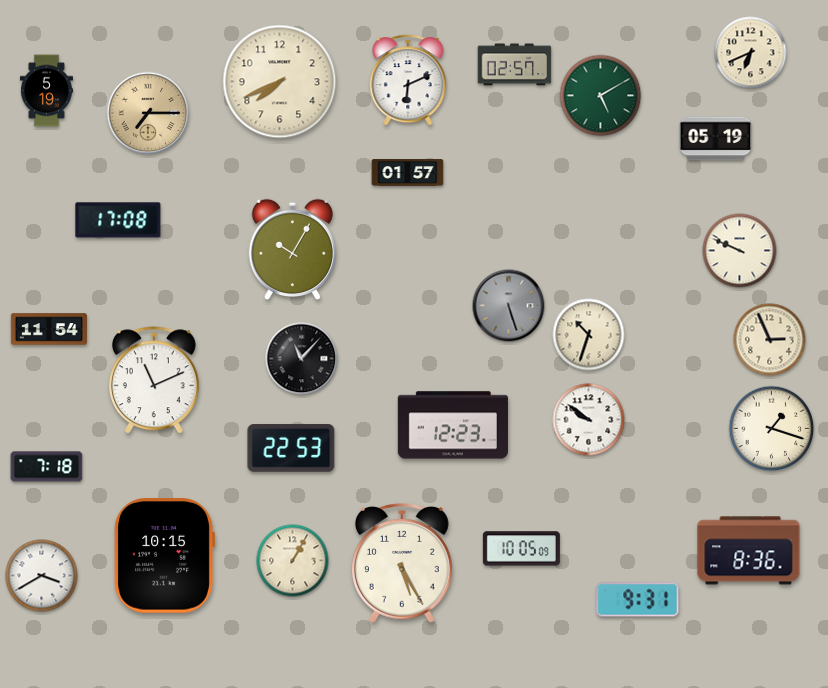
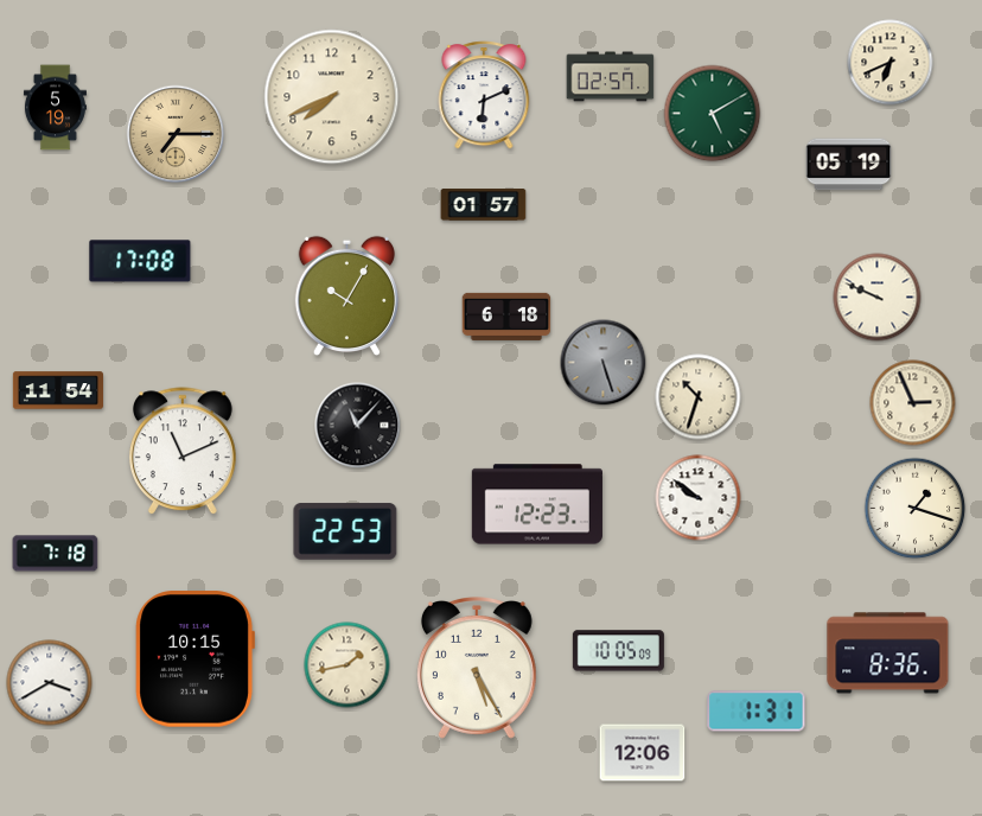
clock at (506, 317): none -> 6:18
clock at (293, 561): 1:05 -> 1:43
clock at (638, 600): 9:31 -> 1:31
clock at (643, 753): none -> 12:06
